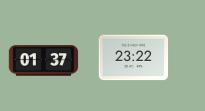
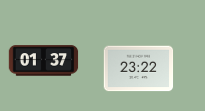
clock at (134, 58) position: (134, 58) -> (139, 69)
